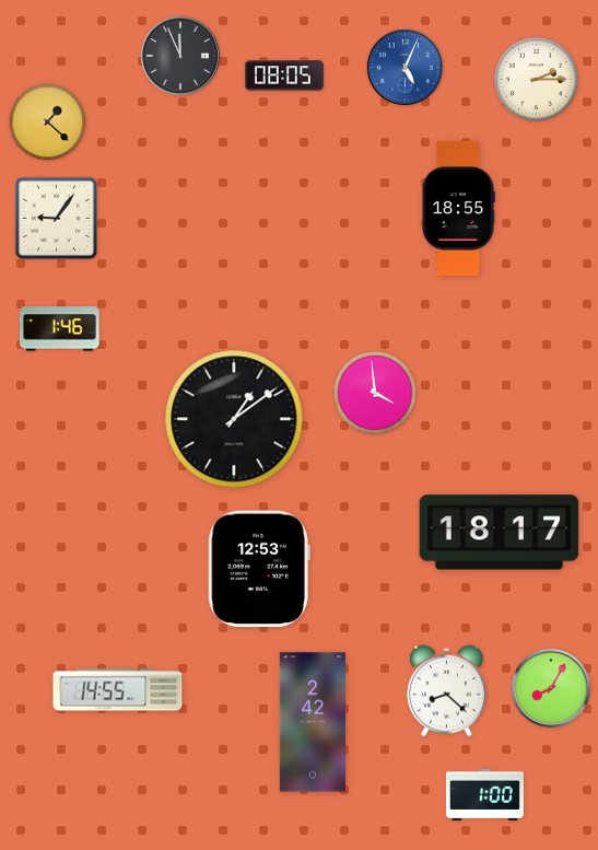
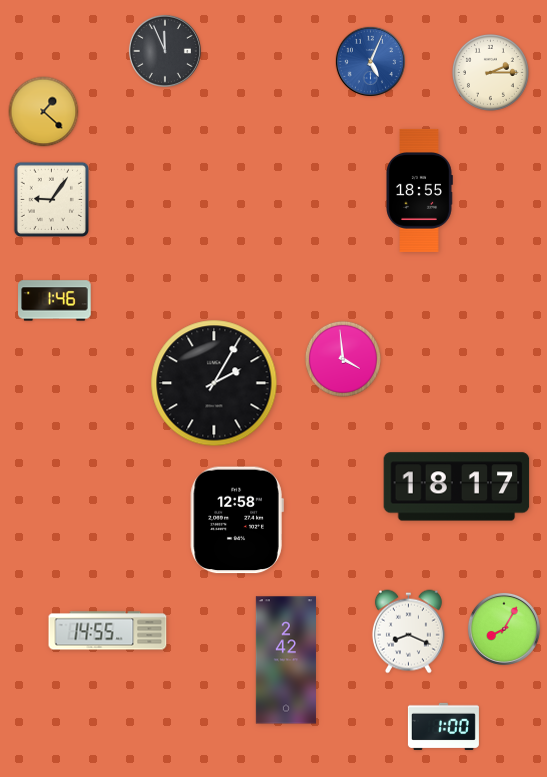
clock at (285, 75): 08:05 -> none
clock at (234, 419): 1:09 -> 2:05
clock at (259, 569): 12:53 -> 12:58
clock at (446, 691): 8:22 -> 8:19
